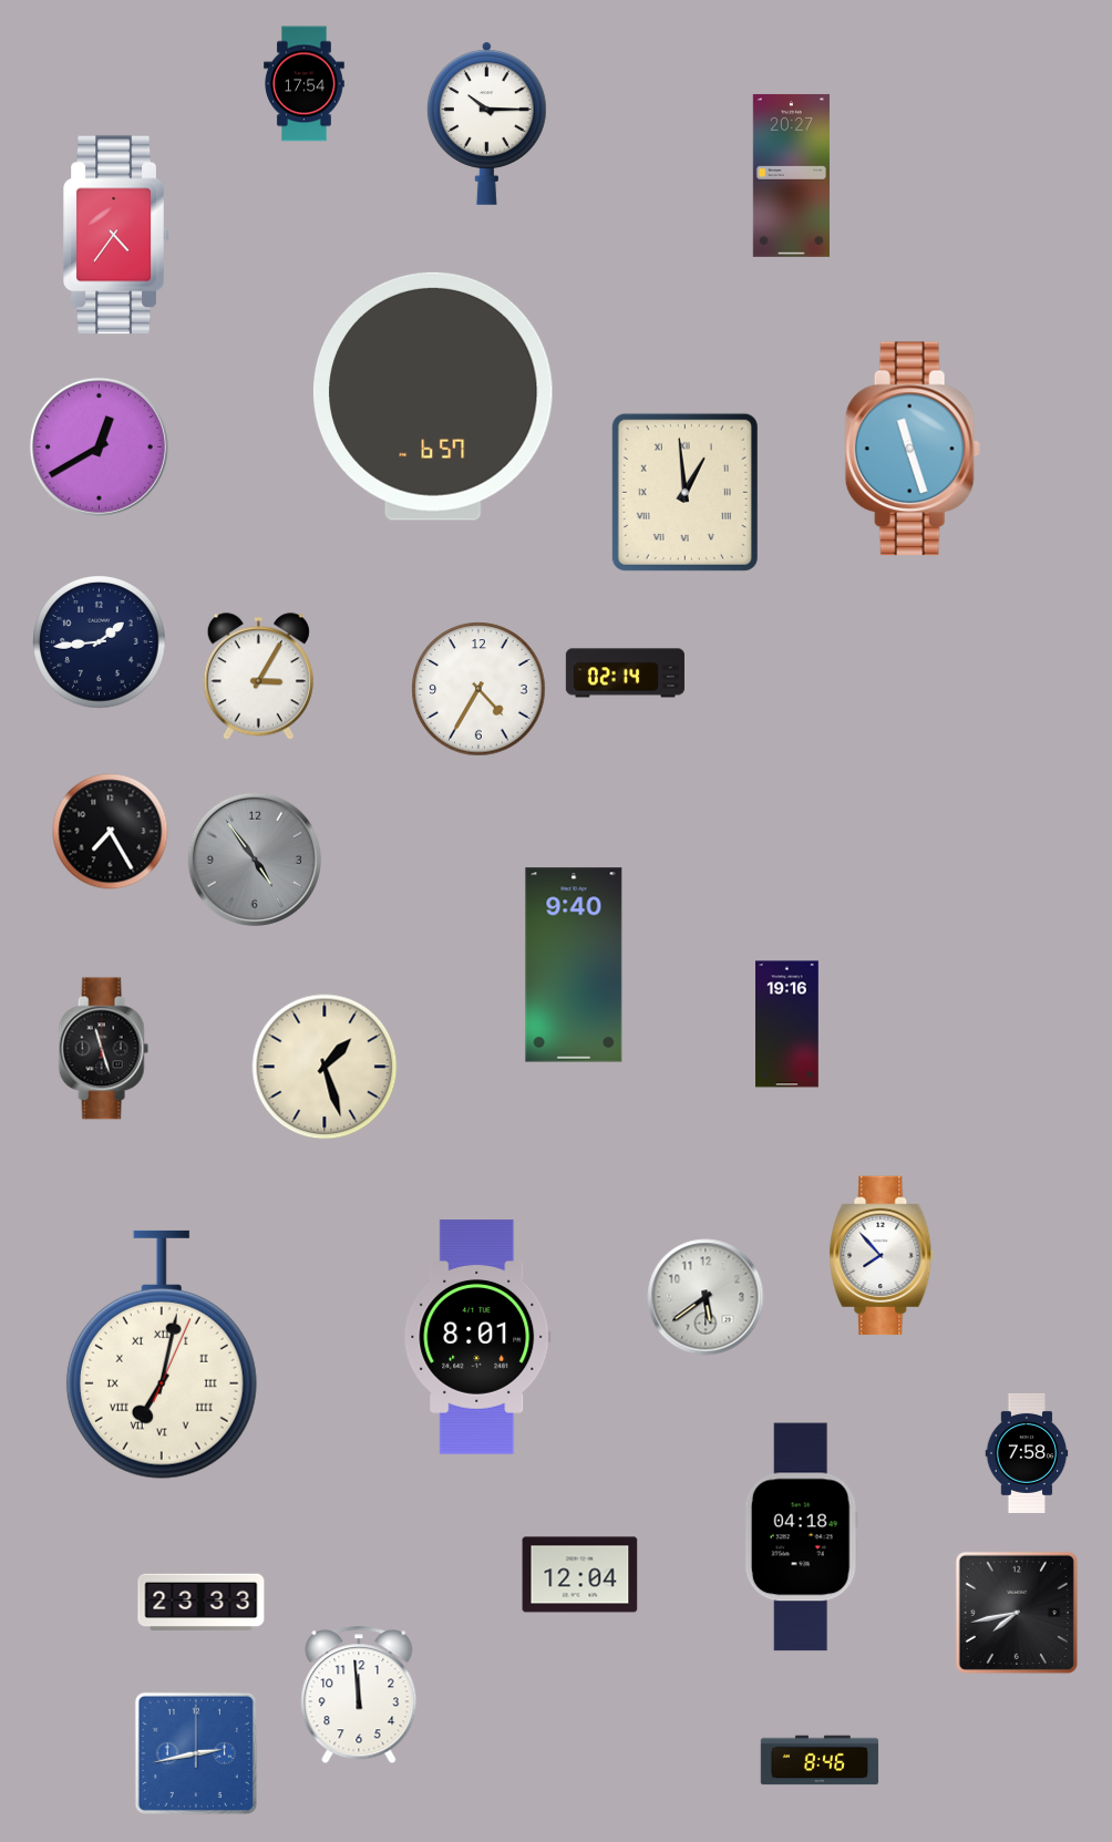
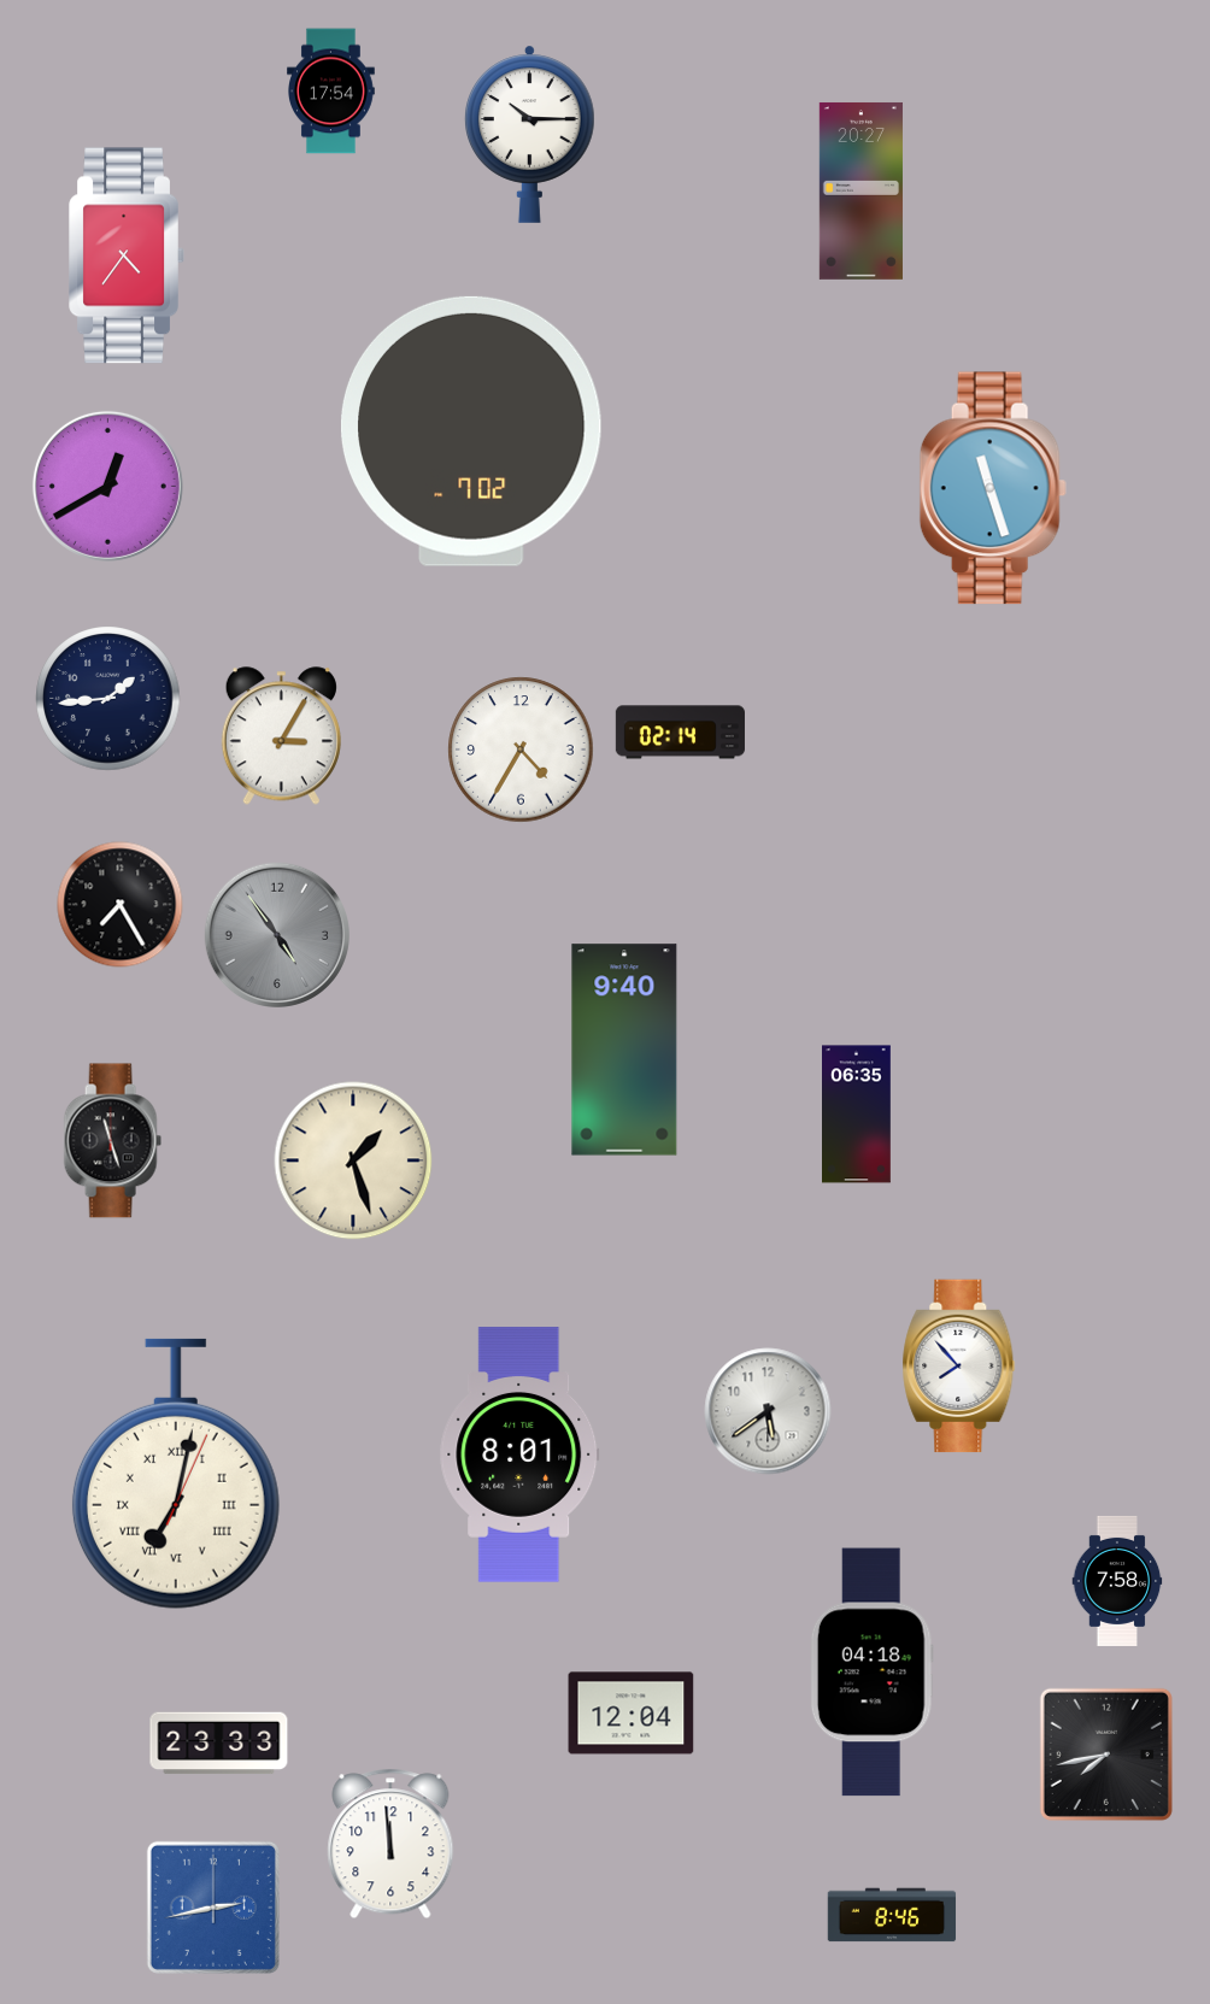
clock at (433, 397): 6:57 -> 7:02
clock at (684, 492): 12:59 -> none
clock at (787, 1025): 19:16 -> 06:35
